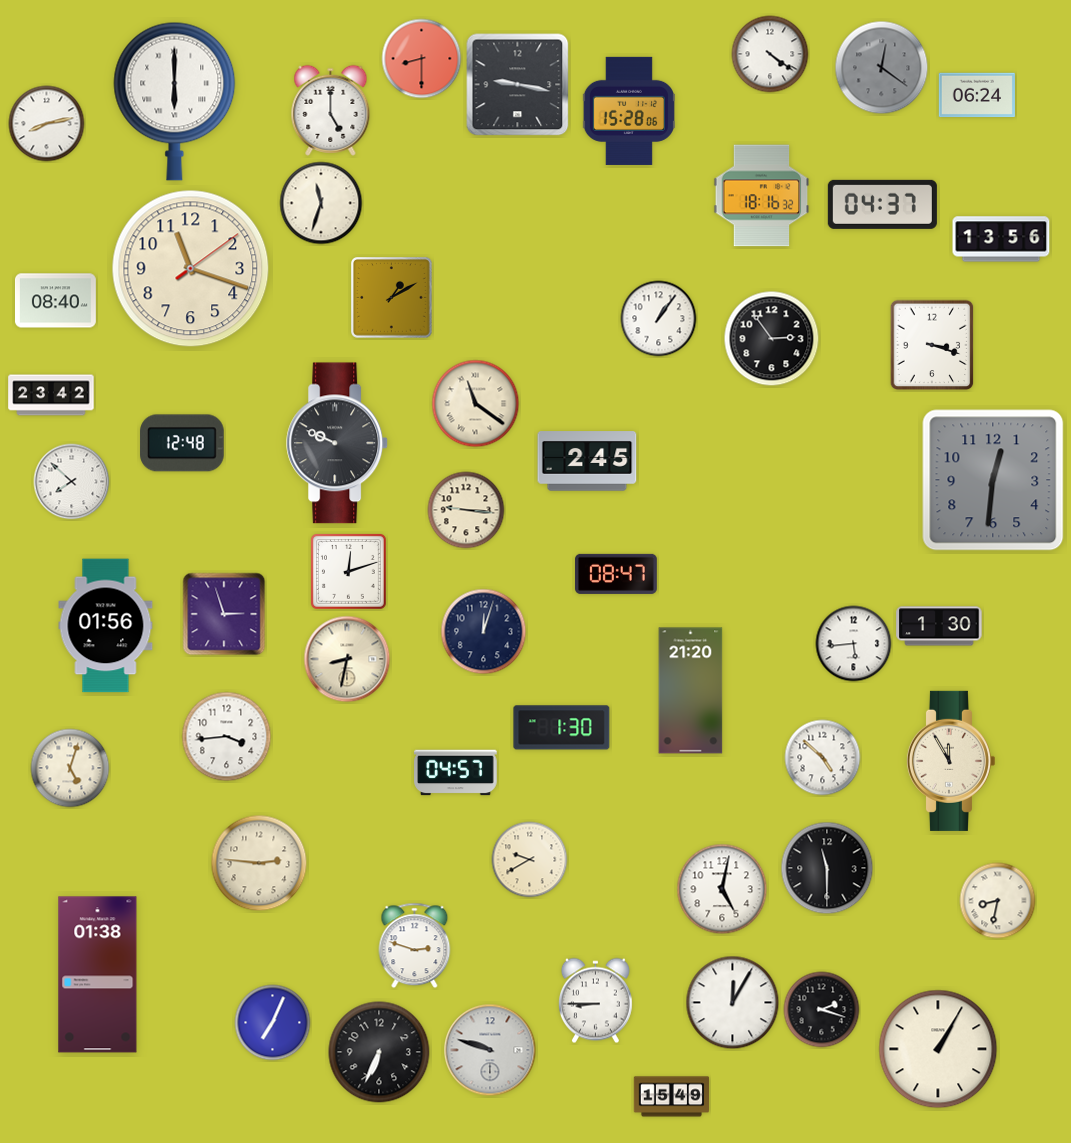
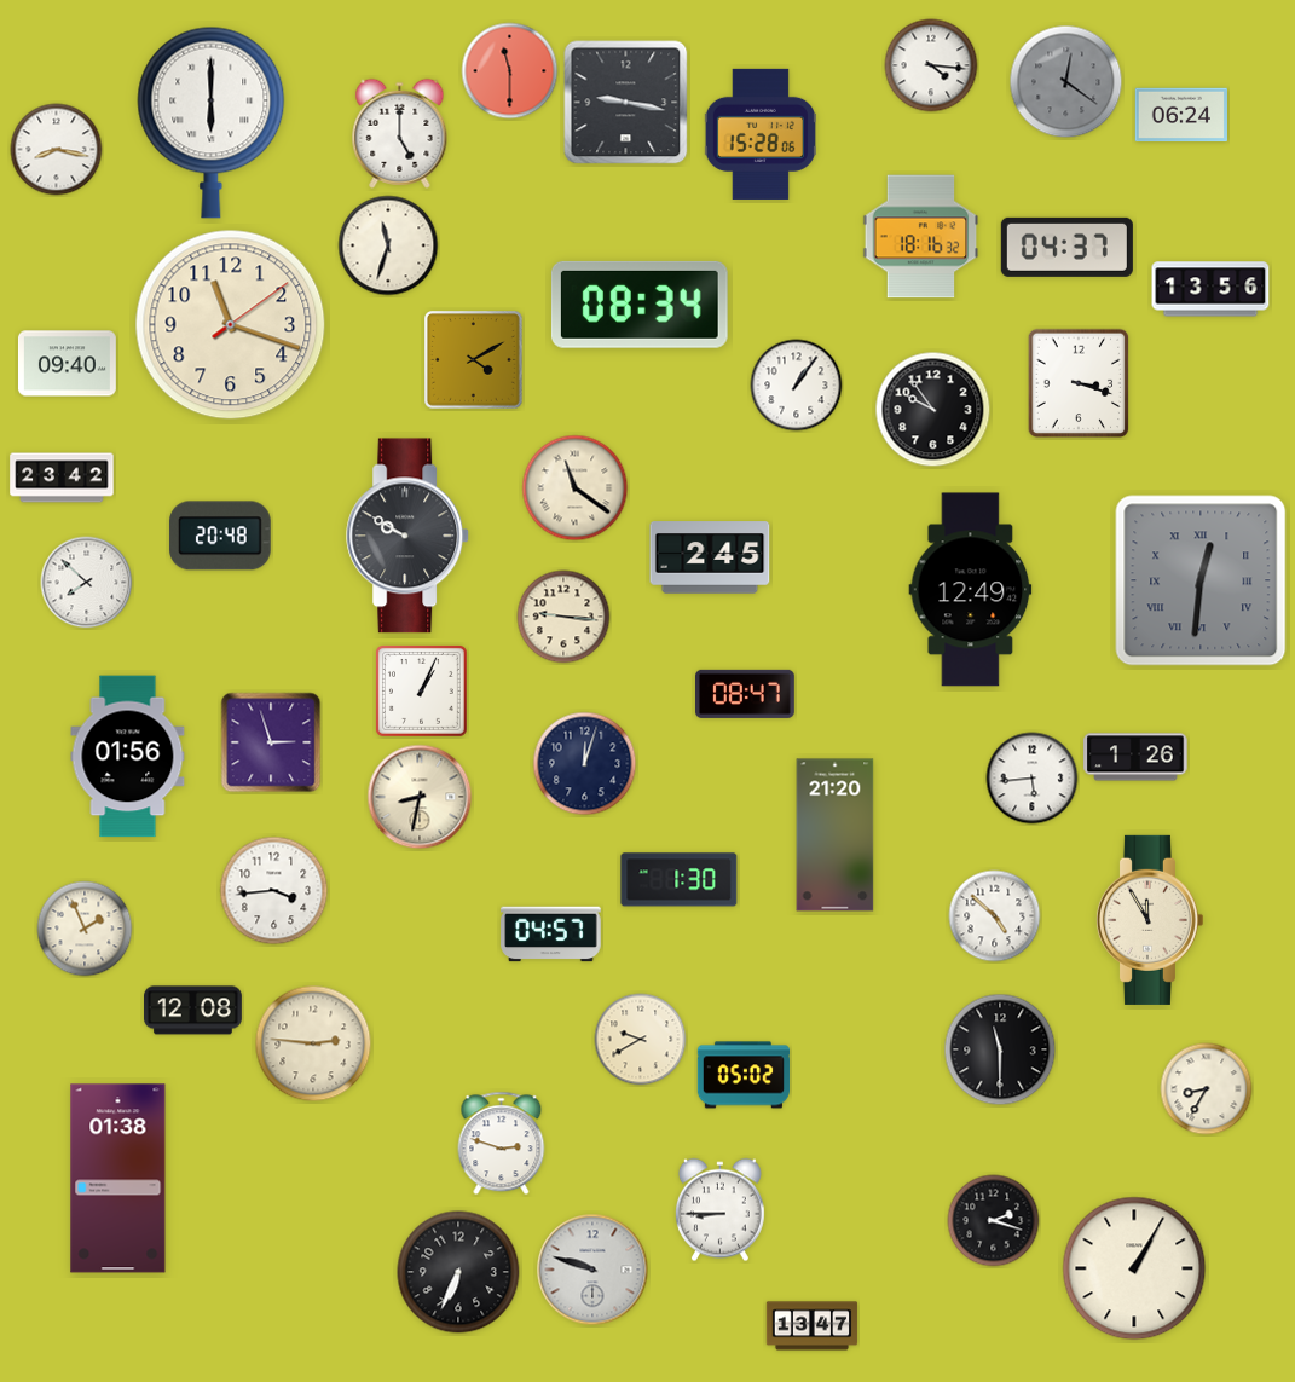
clock at (770, 54): 4:21 -> 4:16
clock at (422, 59): 8:30 -> 11:30
clock at (47, 124): 8:13 -> 8:17
clock at (640, 305): none -> 08:34
clock at (392, 298): 1:10 -> 4:10
clock at (55, 301): 08:40 -> 09:40
clock at (772, 339): 2:54 -> 9:54
clock at (932, 345) position: (932, 345) -> (1079, 383)
clock at (182, 443): 12:48 -> 20:48
clock at (338, 443): 9:49 -> 9:50
clock at (993, 480) numerals: Arabic -> Roman
clock at (971, 590): none -> 12:49
clock at (348, 571): 12:12 -> 1:04
clock at (939, 626): 1:30 -> 1:26
clock at (70, 768): 5:03 -> 1:56
clock at (193, 1011): none -> 12:08
clock at (744, 1075): none -> 05:02
clock at (722, 889): 5:02 -> none
clock at (998, 901): 8:32 -> 8:35
clock at (733, 1003): 12:05 -> none
clock at (273, 1023): 7:04 -> none
clock at (672, 1097): 15:49 -> 13:47
